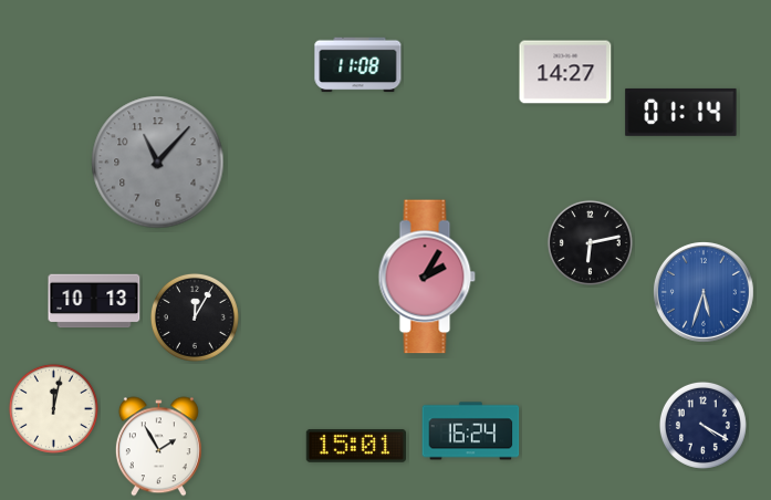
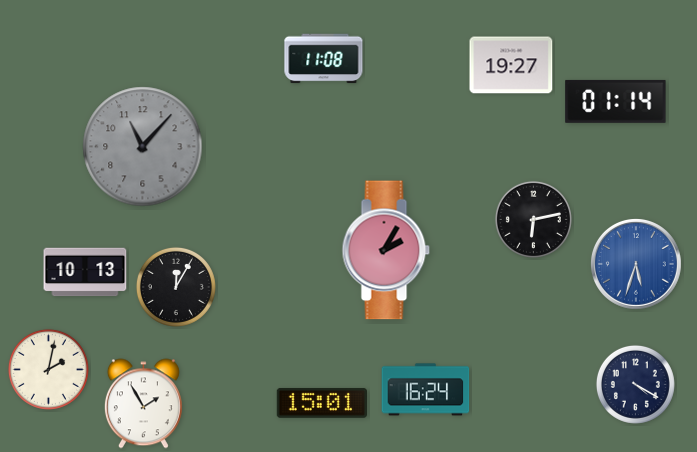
clock at (565, 72): 14:27 -> 19:27
clock at (53, 408): 12:02 -> 2:02
